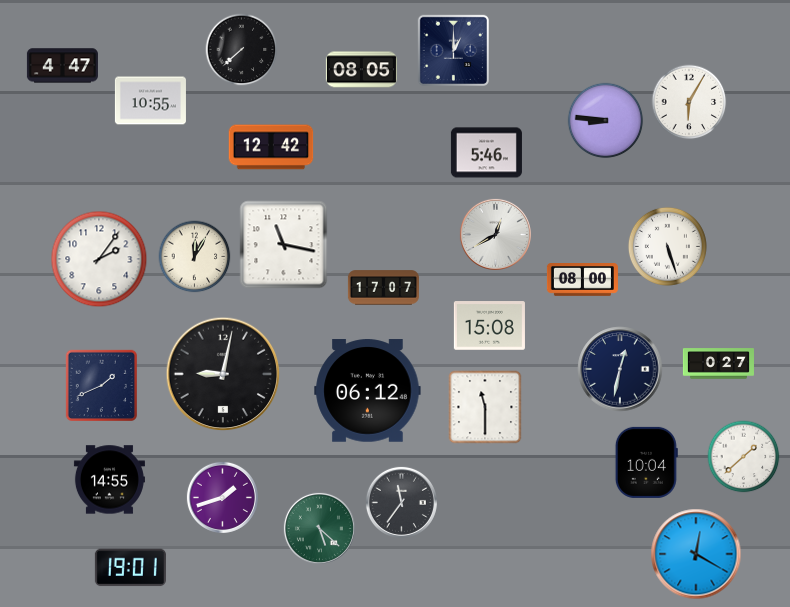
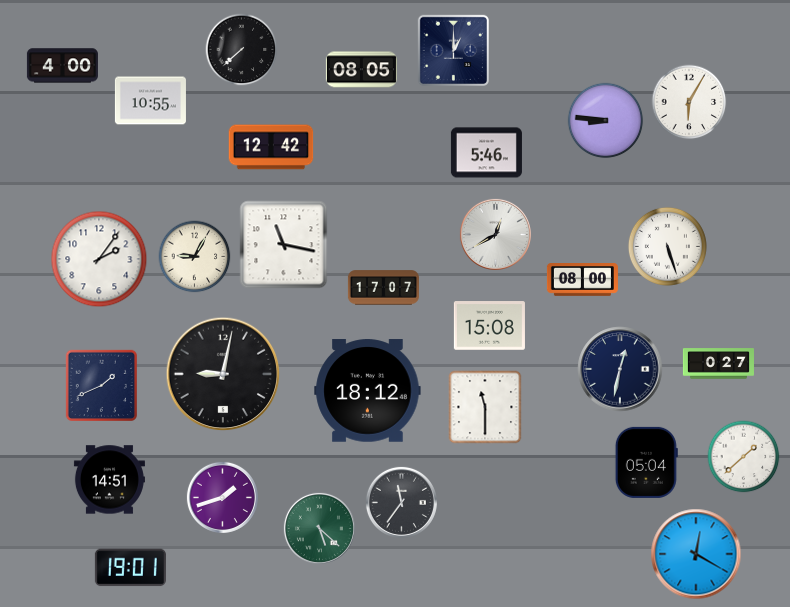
clock at (62, 66): 4:47 -> 4:00
clock at (195, 257): 12:05 -> 9:05
clock at (368, 391): 06:12 -> 18:12
clock at (646, 462): 10:04 -> 05:04
clock at (109, 480): 14:55 -> 14:51
